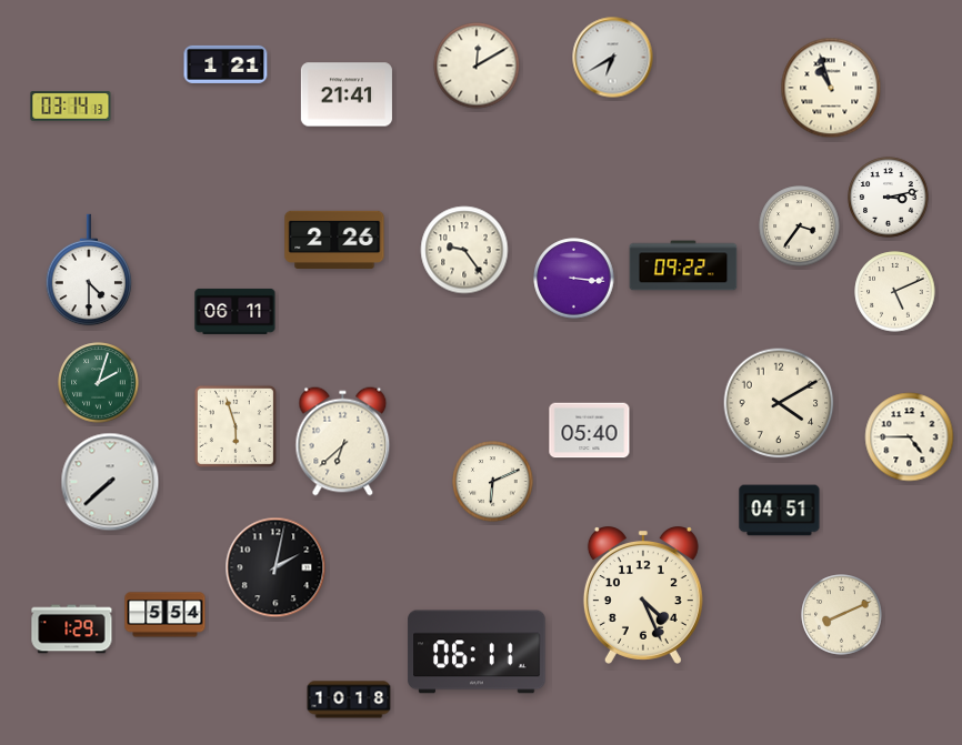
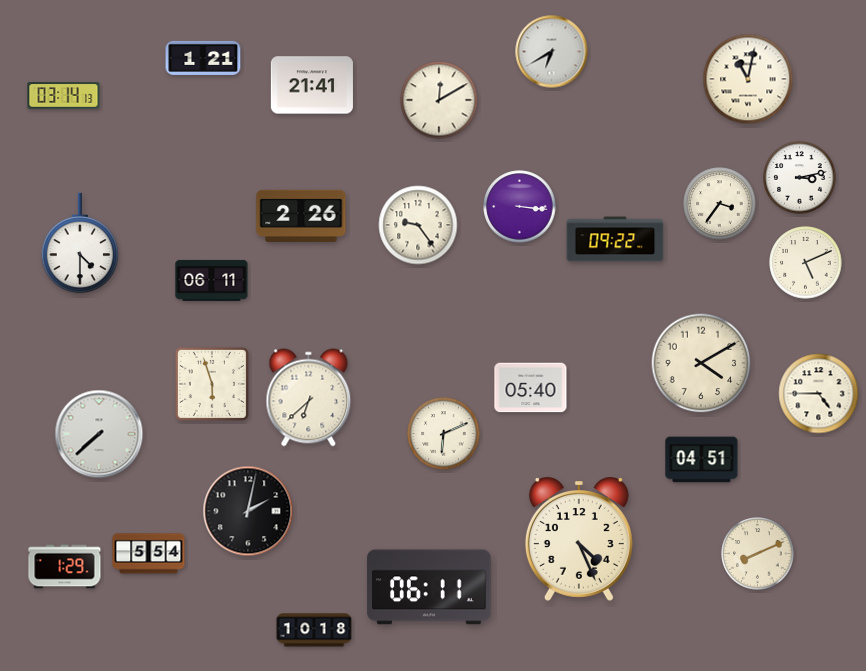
clock at (477, 66) position: (477, 66) -> (439, 100)
clock at (831, 88): 10:57 -> 11:02
clock at (574, 279) position: (574, 279) -> (520, 207)
clock at (99, 383): 2:03 -> none
clock at (643, 596) position: (643, 596) -> (579, 540)
